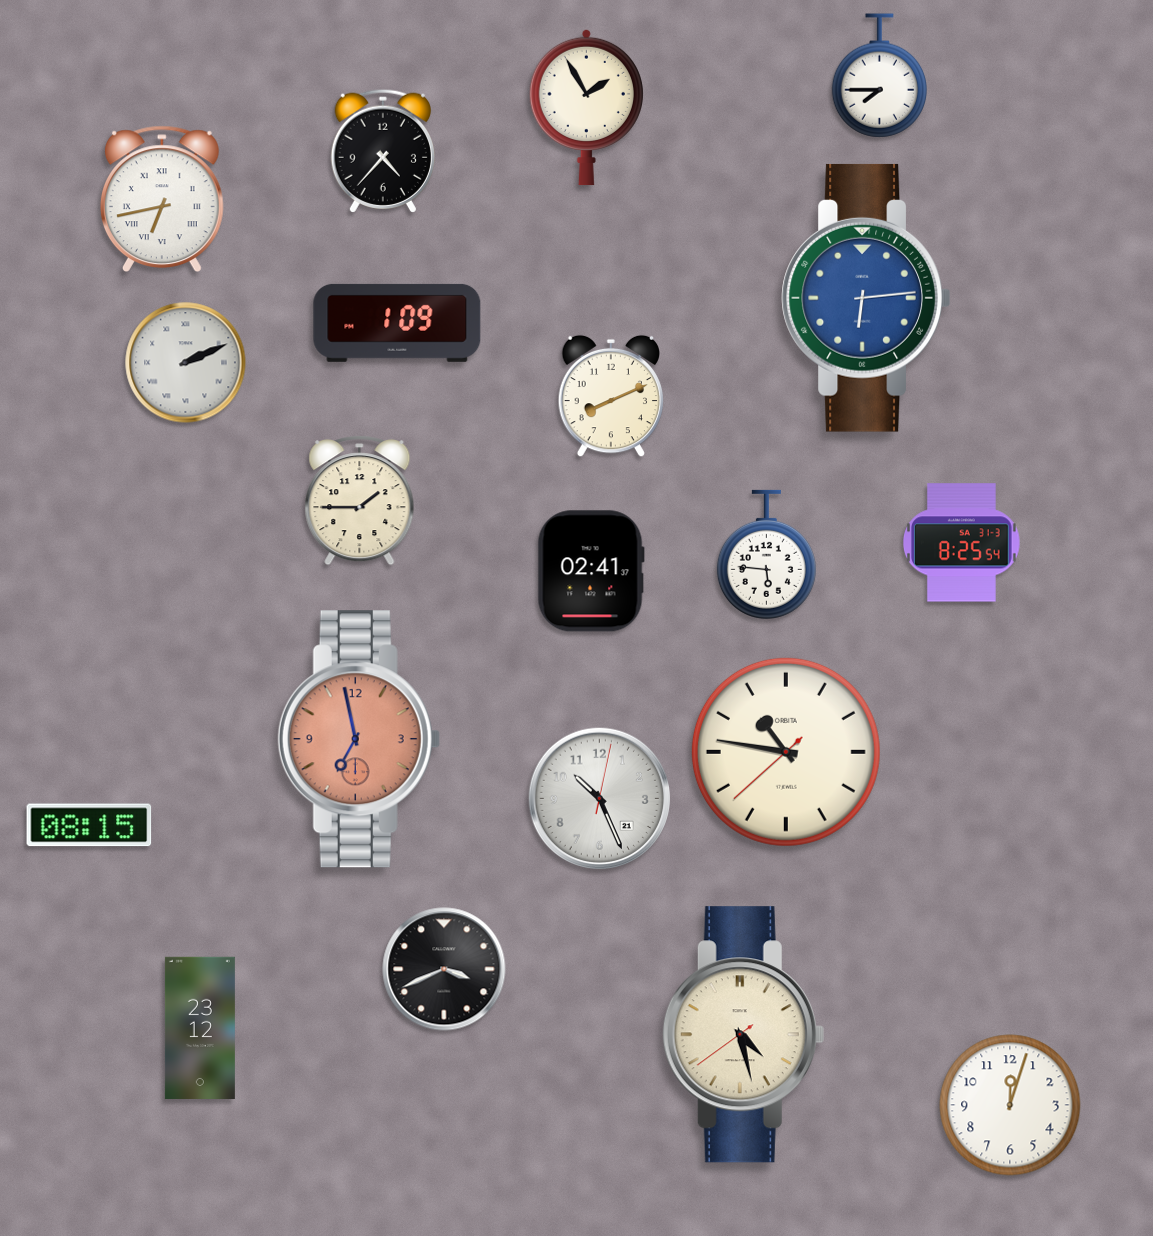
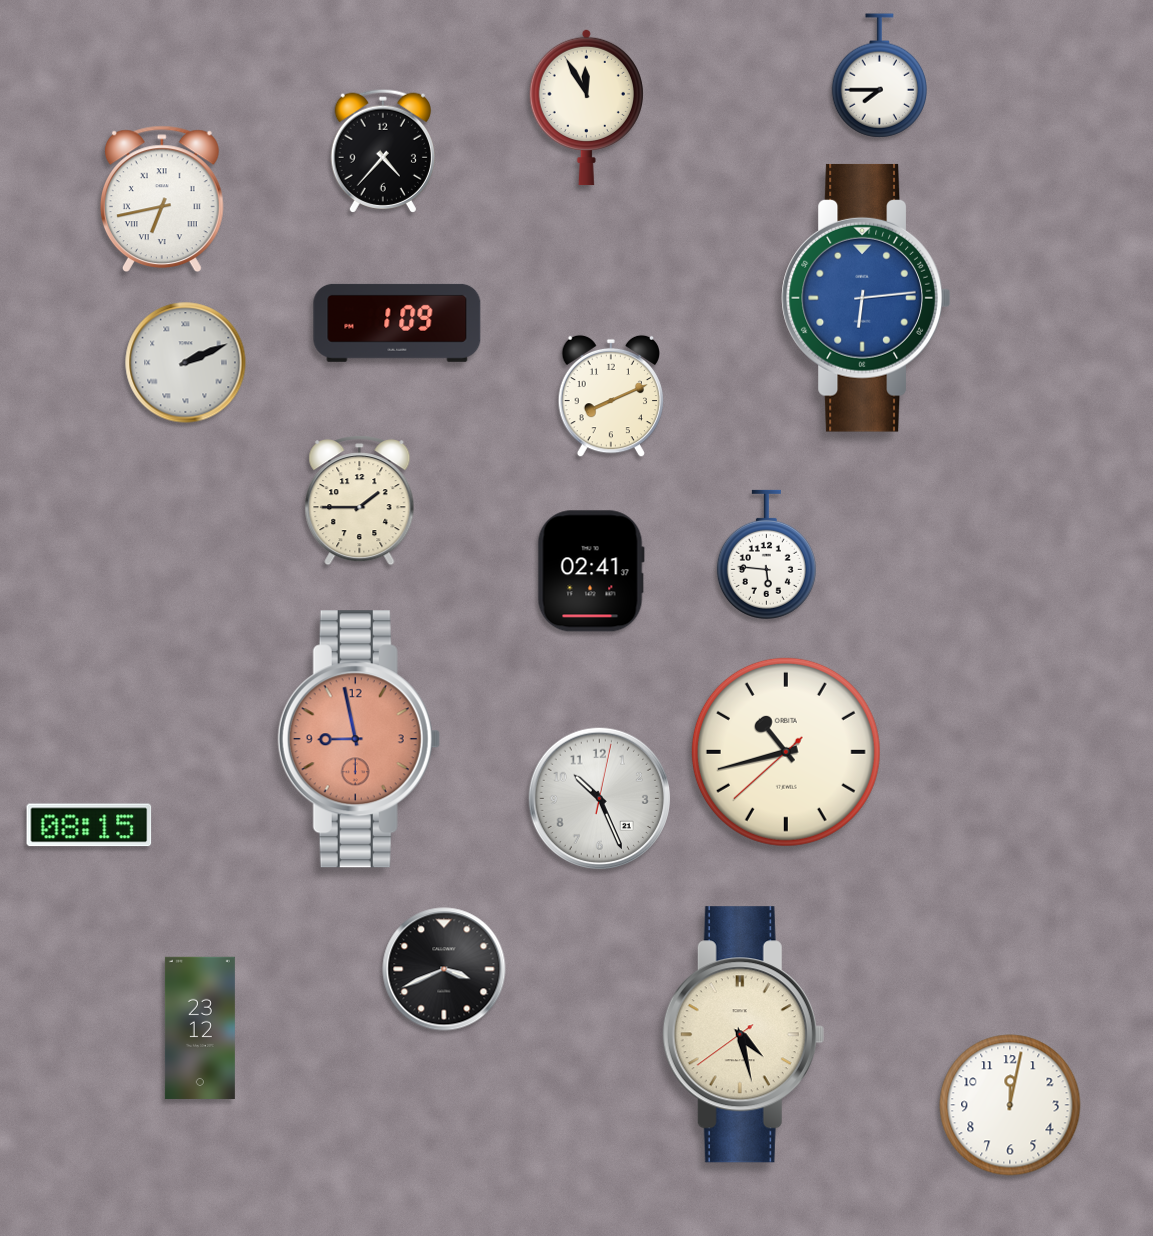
clock at (586, 107): 1:55 -> 11:55
clock at (962, 543): 8:25 -> none
clock at (359, 739): 6:58 -> 8:58
clock at (786, 752): 10:46 -> 10:42
clock at (1010, 1105): 12:03 -> 12:02
